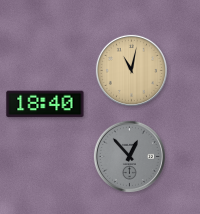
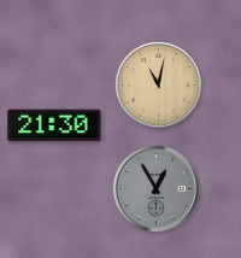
clock at (45, 104): 18:40 -> 21:30
clock at (129, 156): 12:53 -> 12:55
